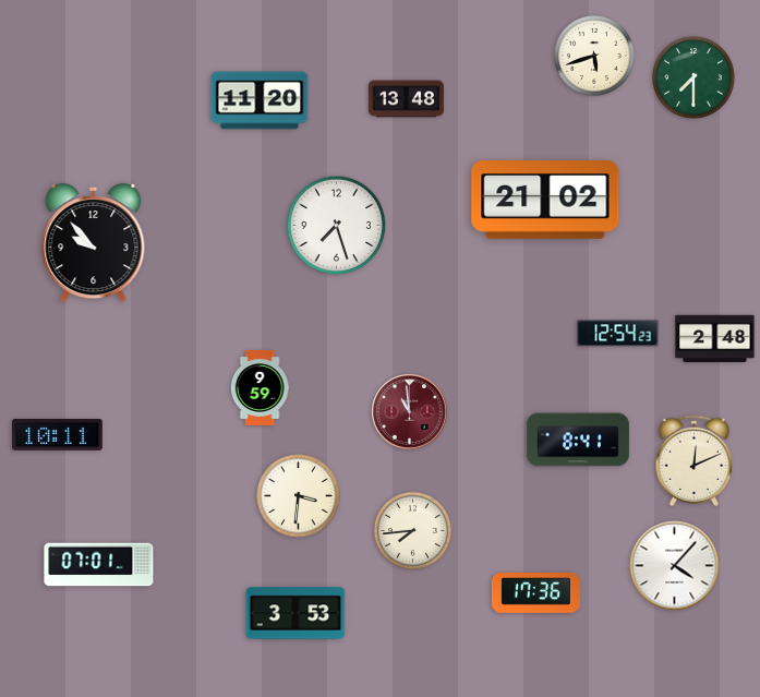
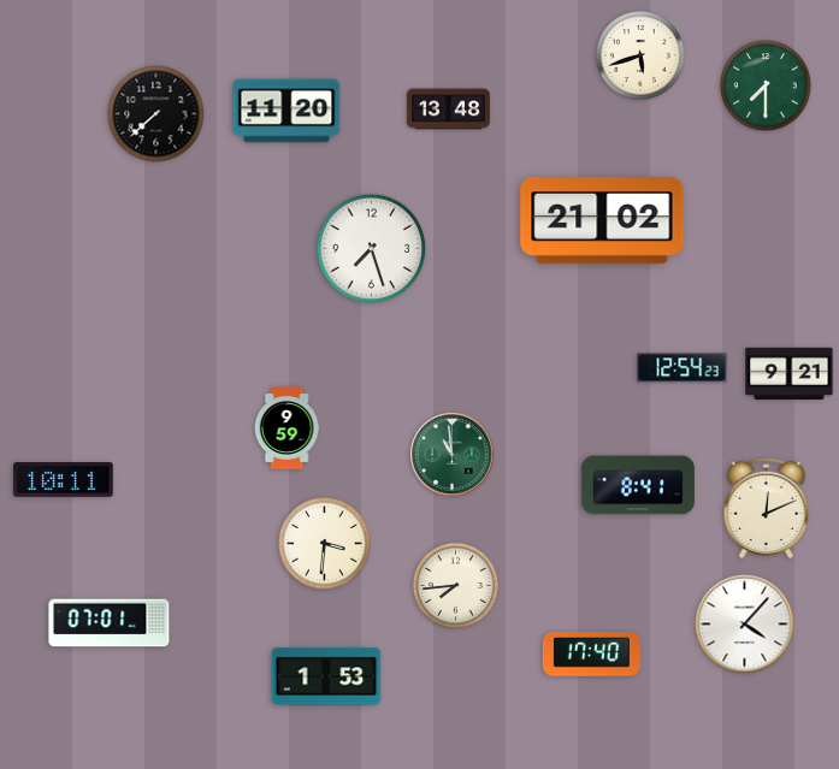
clock at (595, 57) position: (595, 57) -> (642, 57)
clock at (156, 114): none -> 7:38
clock at (94, 243): 9:53 -> none
clock at (715, 339): 2:48 -> 9:21
clock at (410, 412) dial: burgundy -> green
clock at (299, 496) position: (299, 496) -> (325, 544)
clock at (535, 593): 17:36 -> 17:40
clock at (295, 613): 3:53 -> 1:53
